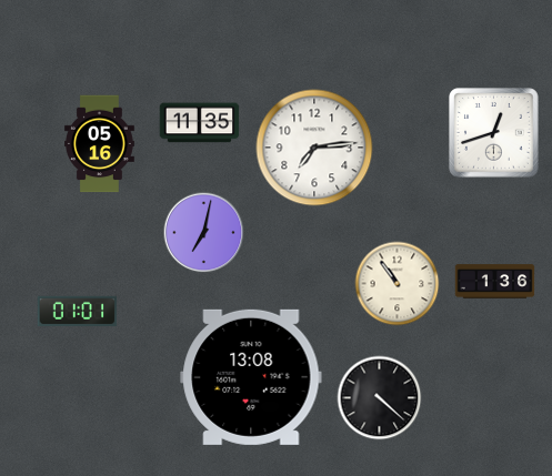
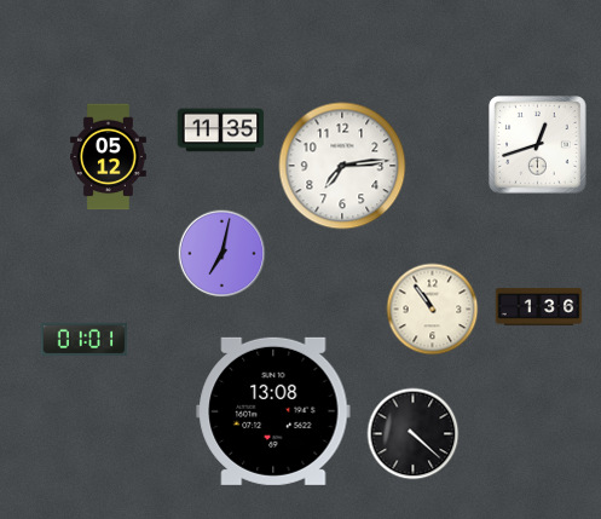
clock at (200, 123) position: (200, 123) -> (221, 131)
clock at (99, 144): 05:16 -> 05:12
clock at (314, 148) position: (314, 148) -> (342, 166)
